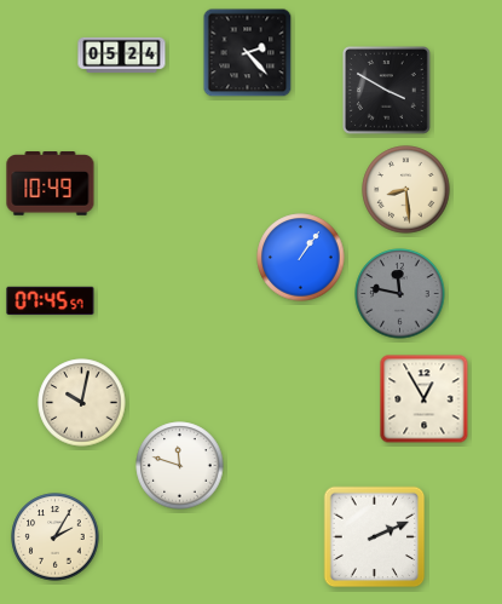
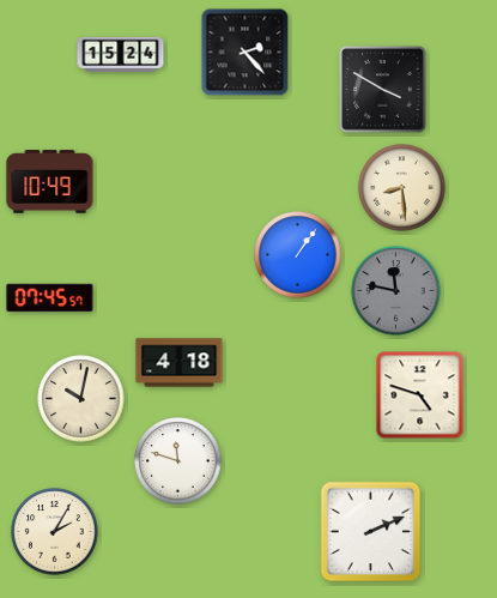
clock at (122, 56): 05:24 -> 15:24
clock at (180, 363): none -> 4:18
clock at (425, 399): 12:55 -> 4:48
